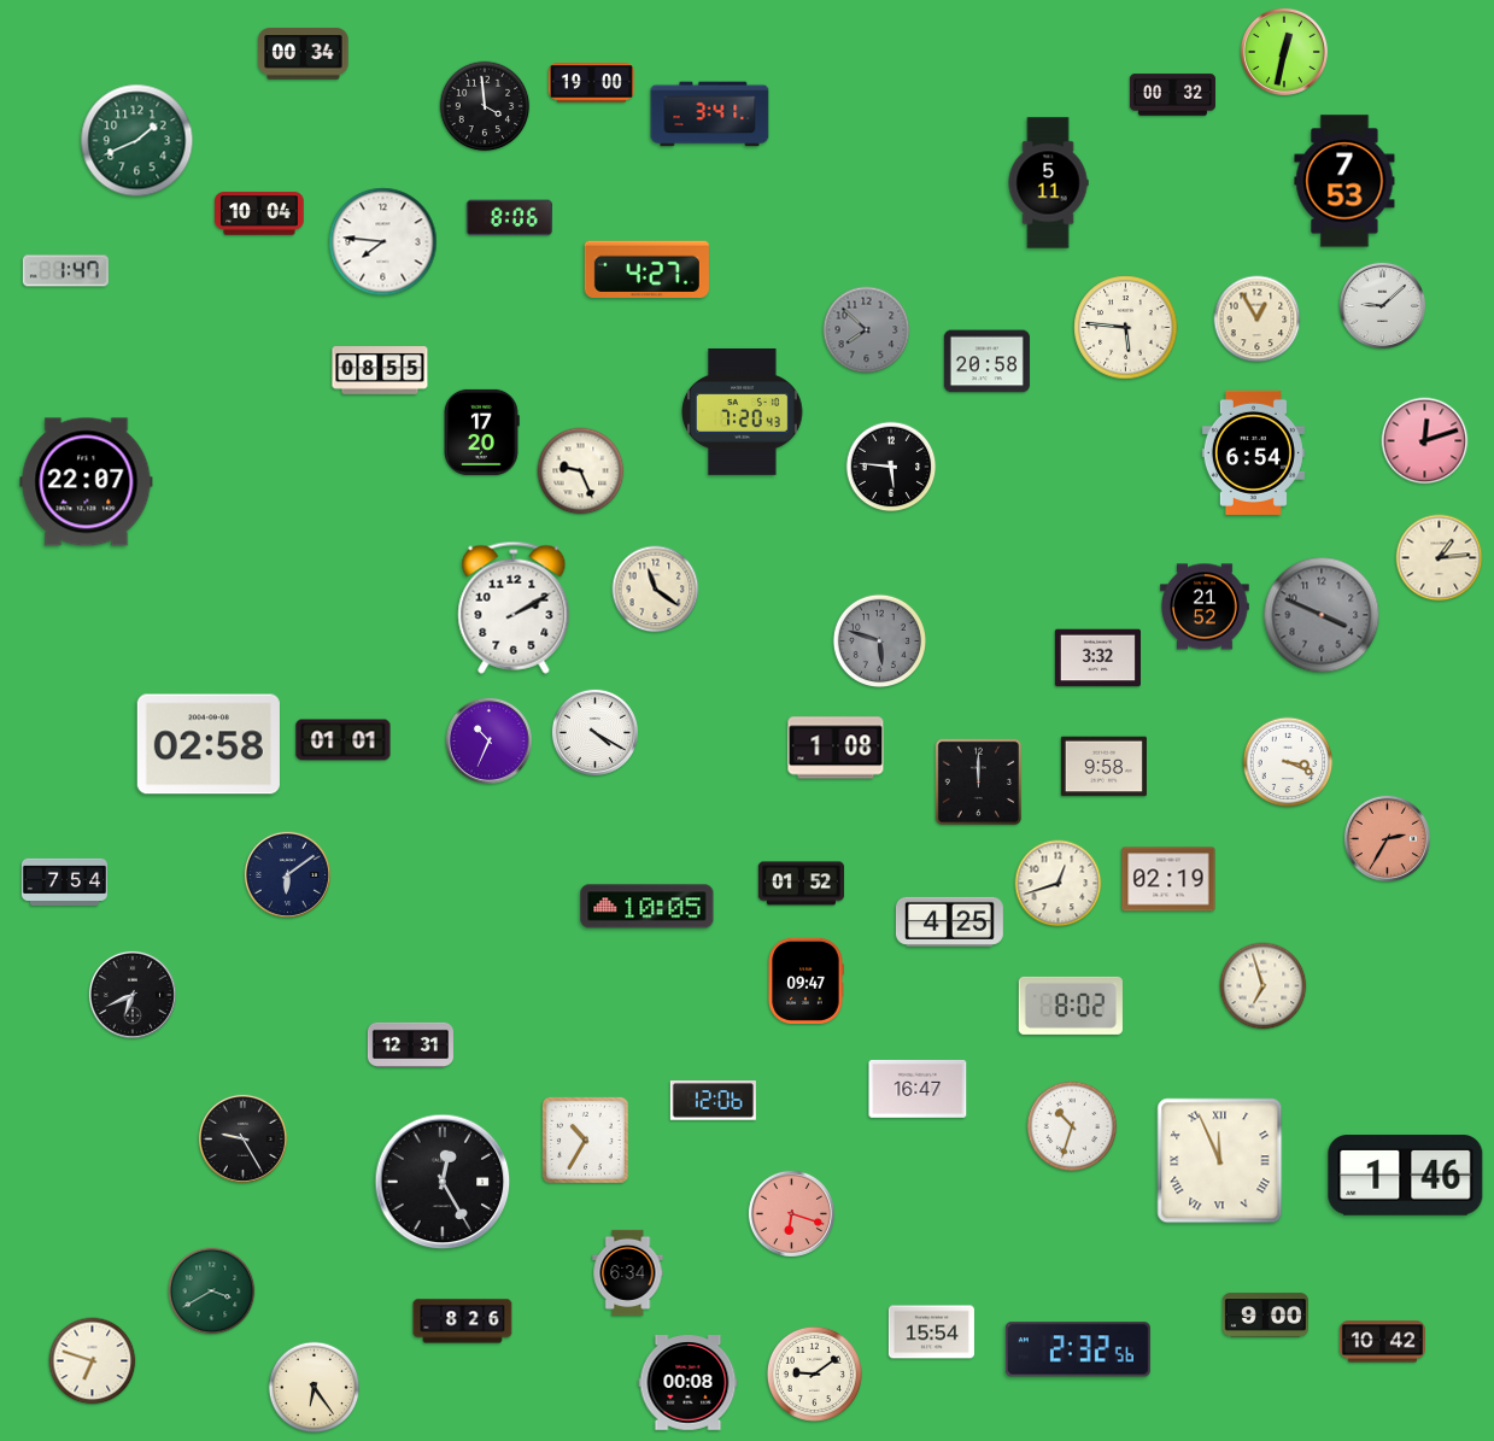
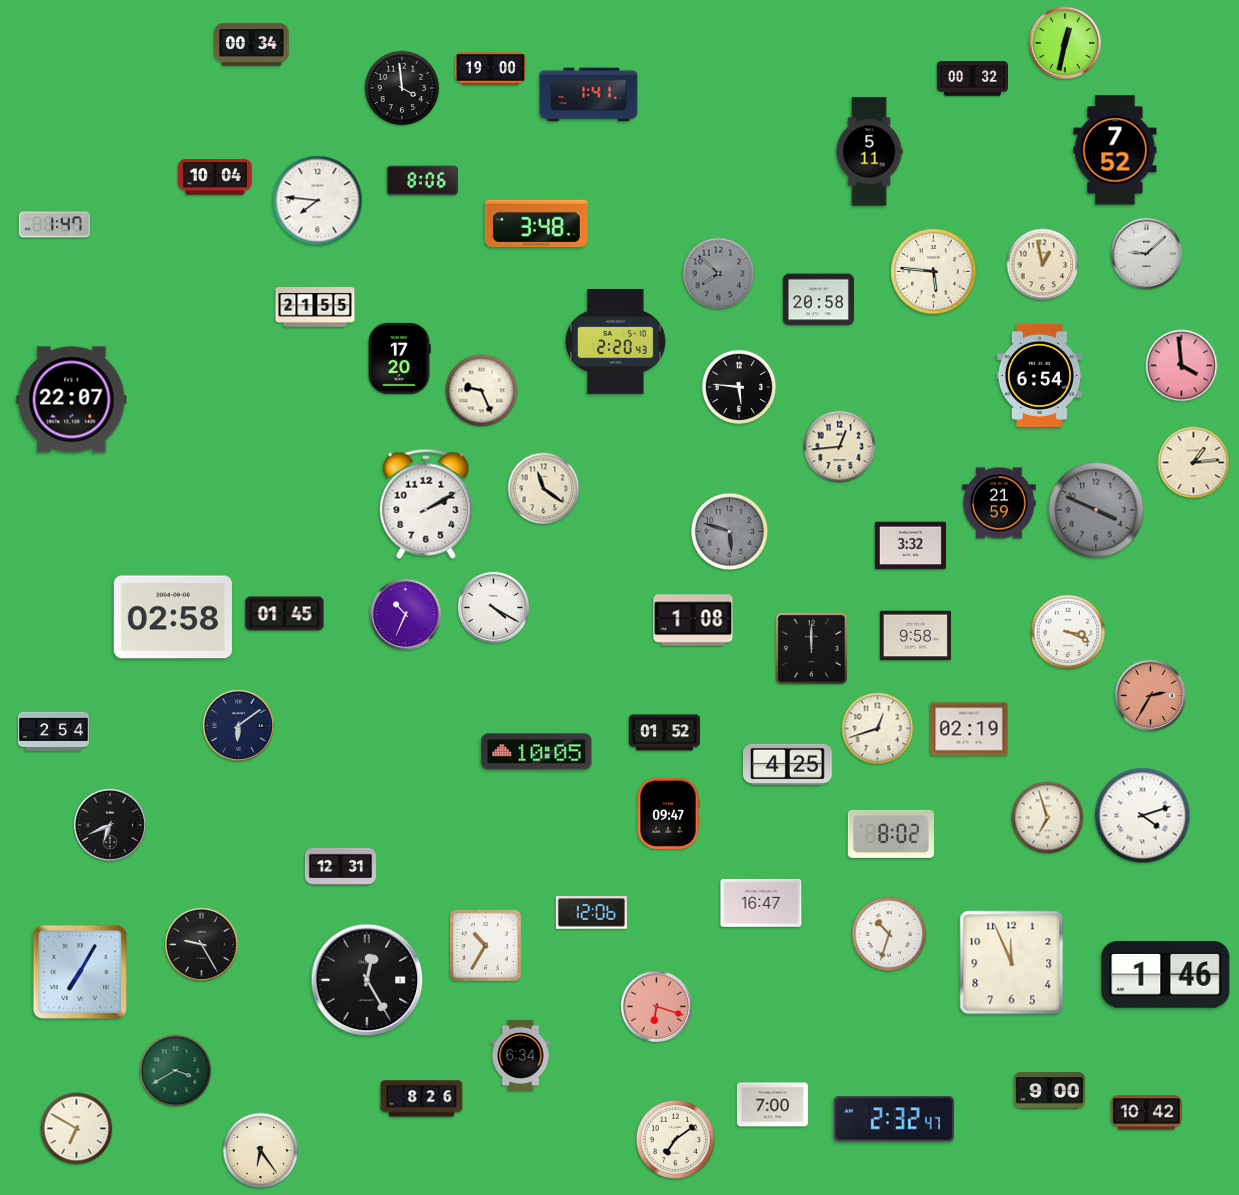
clock at (710, 115): 3:41 -> 1:41
clock at (137, 141): 1:41 -> none
clock at (1344, 181): 7:53 -> 7:52
clock at (646, 269): 4:27 -> 3:48
clock at (1258, 320): 12:55 -> 12:58
clock at (380, 371): 08:55 -> 21:55
clock at (743, 412): 7:20 -> 2:20
clock at (1425, 441): 12:12 -> 3:59
clock at (840, 447): none -> 12:44
clock at (1205, 607): 21:52 -> 21:59
clock at (344, 740): 01:01 -> 01:45
clock at (64, 883): 7:54 -> 2:54
clock at (1059, 884) position: (1059, 884) -> (878, 729)
clock at (1143, 816): none -> 4:12
clock at (1071, 1006) position: (1071, 1006) -> (891, 834)
clock at (1220, 1161) numerals: Roman -> Arabic
clock at (79, 971): none -> 7:05
clock at (463, 1322) position: (463, 1322) -> (422, 1099)
clock at (931, 1332): 15:54 -> 7:00
clock at (1078, 1349): 2:32:56 -> 2:32:47
clock at (93, 1361): 6:48 -> 6:50
clock at (814, 1373): 9:09 -> 7:09
clock at (689, 1383): 00:08 -> none
